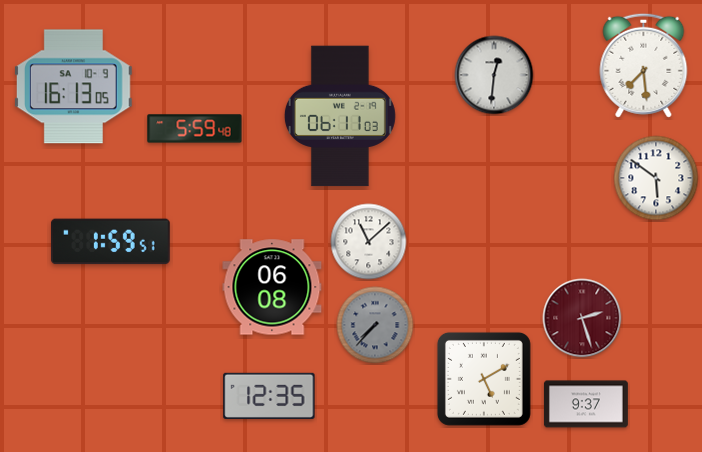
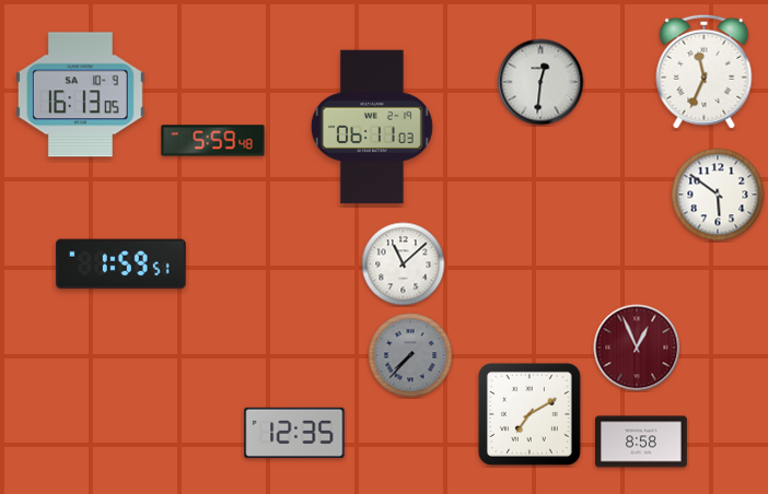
clock at (644, 65): 7:29 -> 11:34
clock at (272, 287): 06:08 -> none
clock at (582, 318): 2:27 -> 12:56
clock at (484, 379): 5:10 -> 7:10
clock at (586, 404): 9:37 -> 8:58
